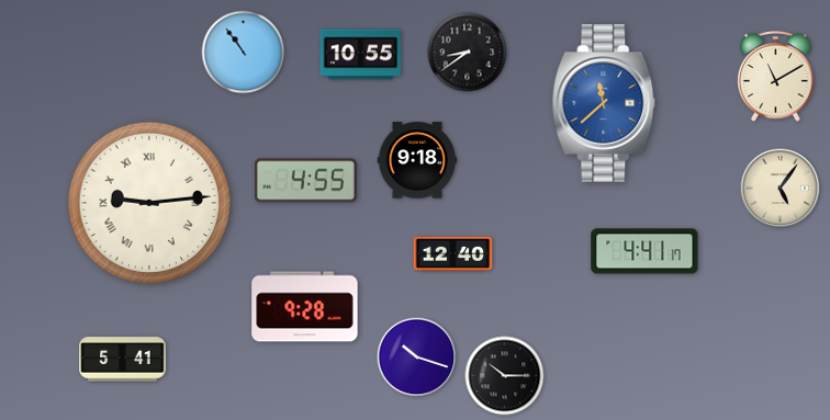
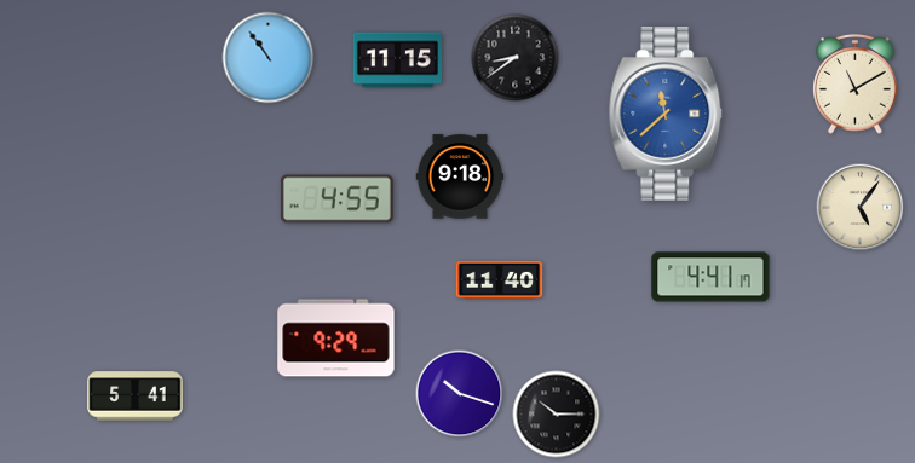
clock at (360, 55): 10:55 -> 11:15
clock at (149, 203): 9:14 -> none
clock at (453, 253): 12:40 -> 11:40
clock at (305, 307): 9:28 -> 9:29
